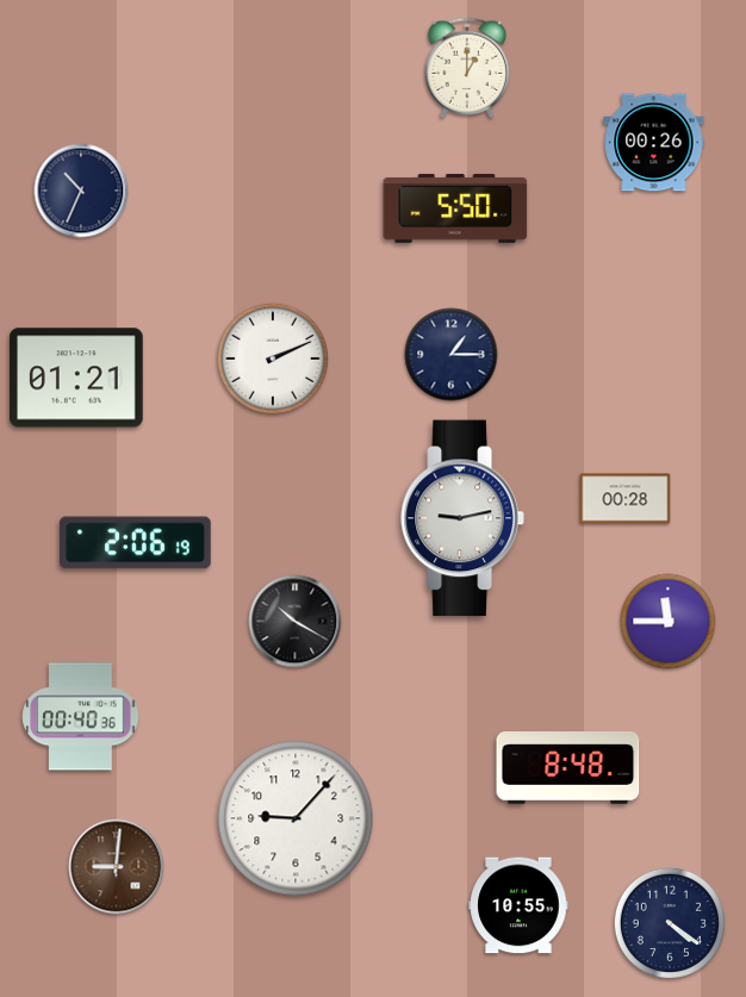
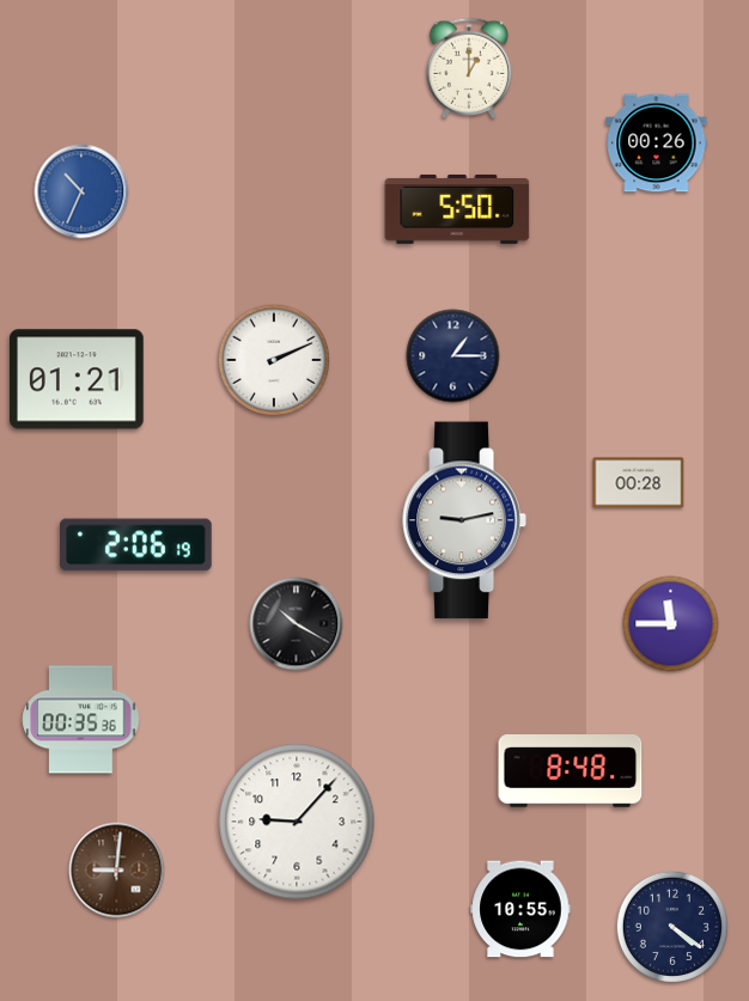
clock at (81, 191) dial: navy -> blue
clock at (626, 499) position: (626, 499) -> (639, 483)
clock at (81, 717): 00:40 -> 00:35
